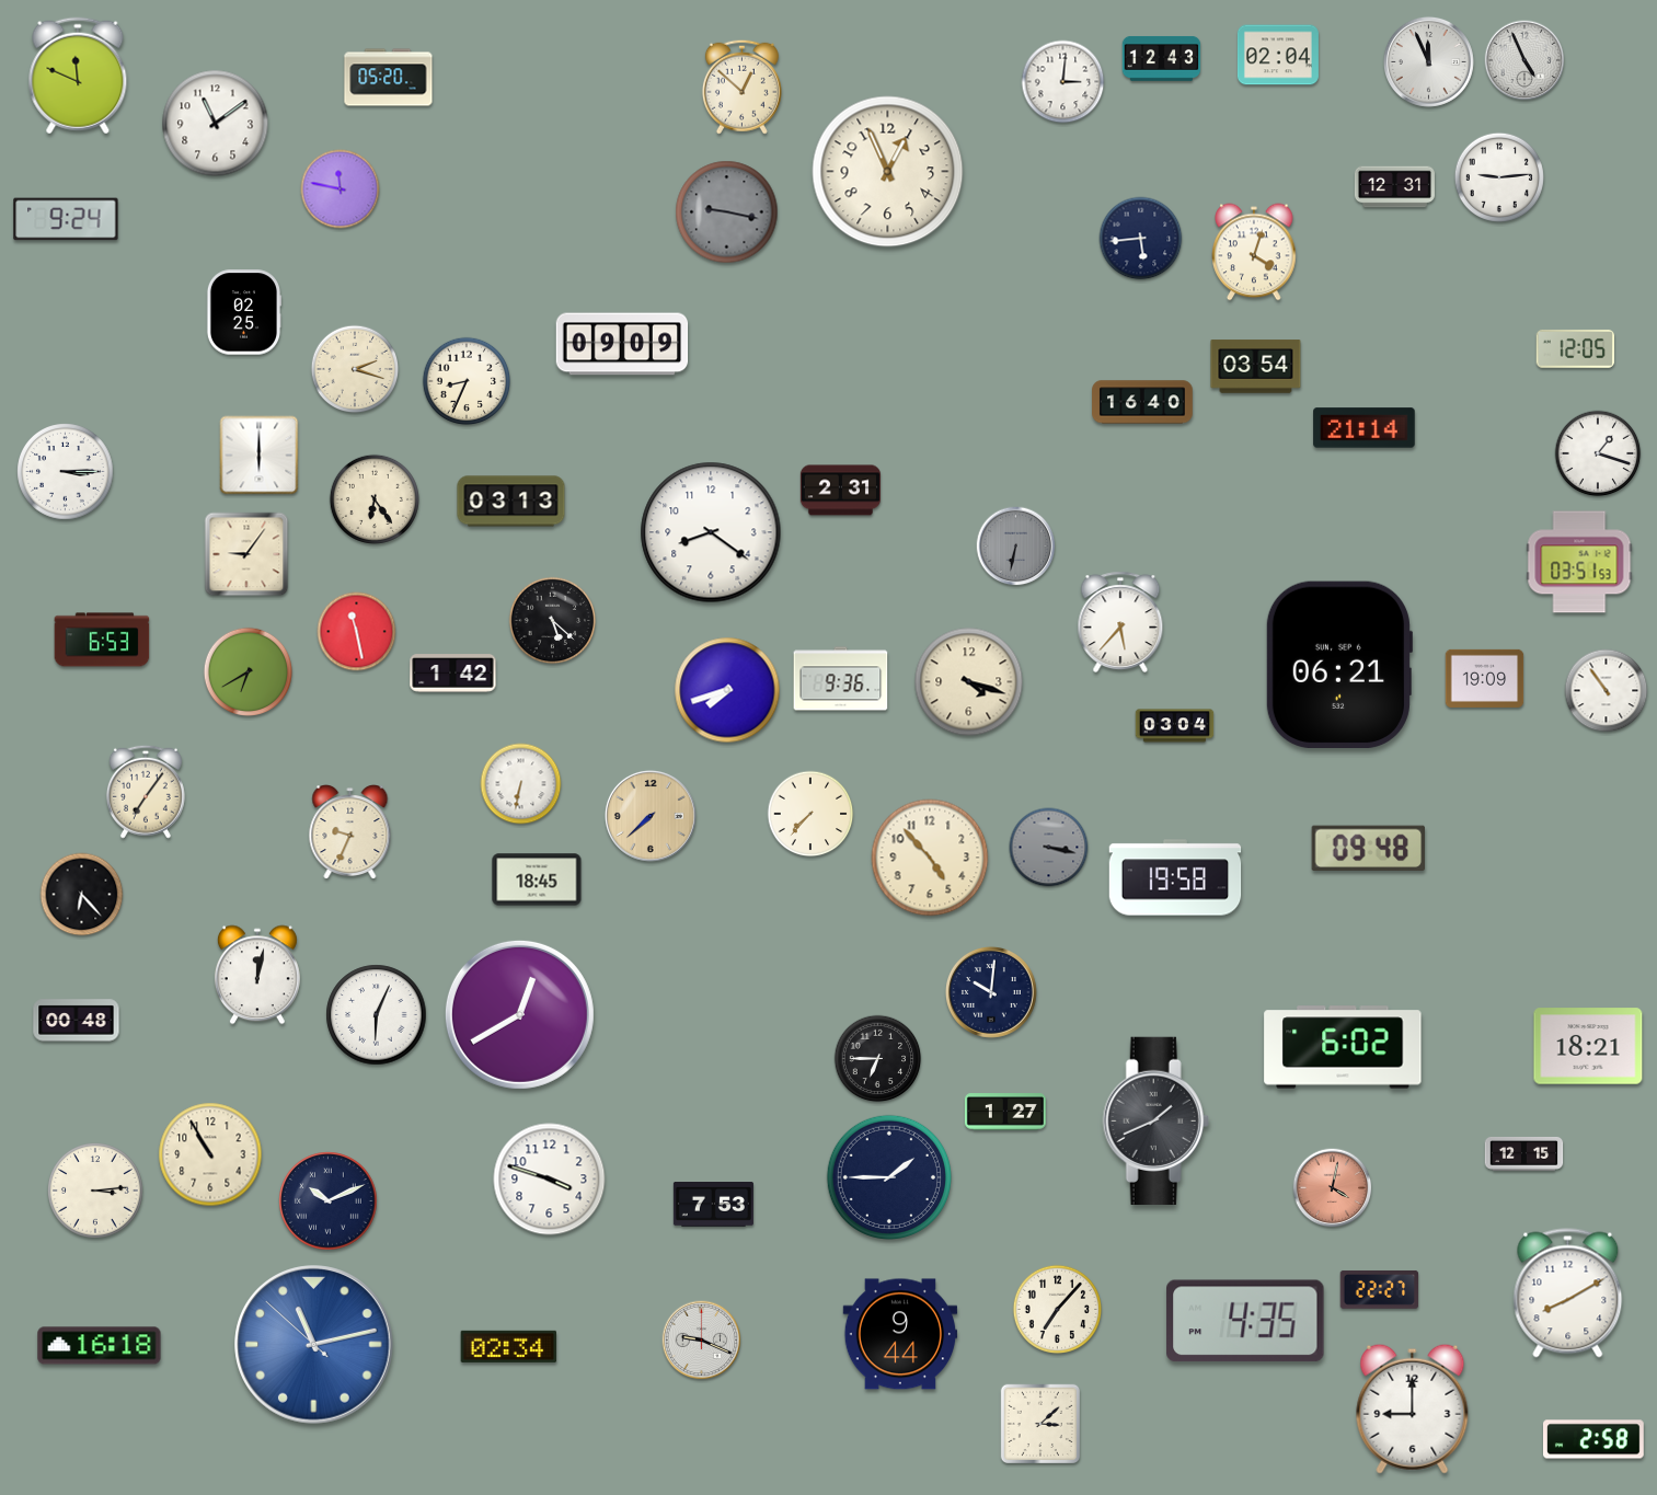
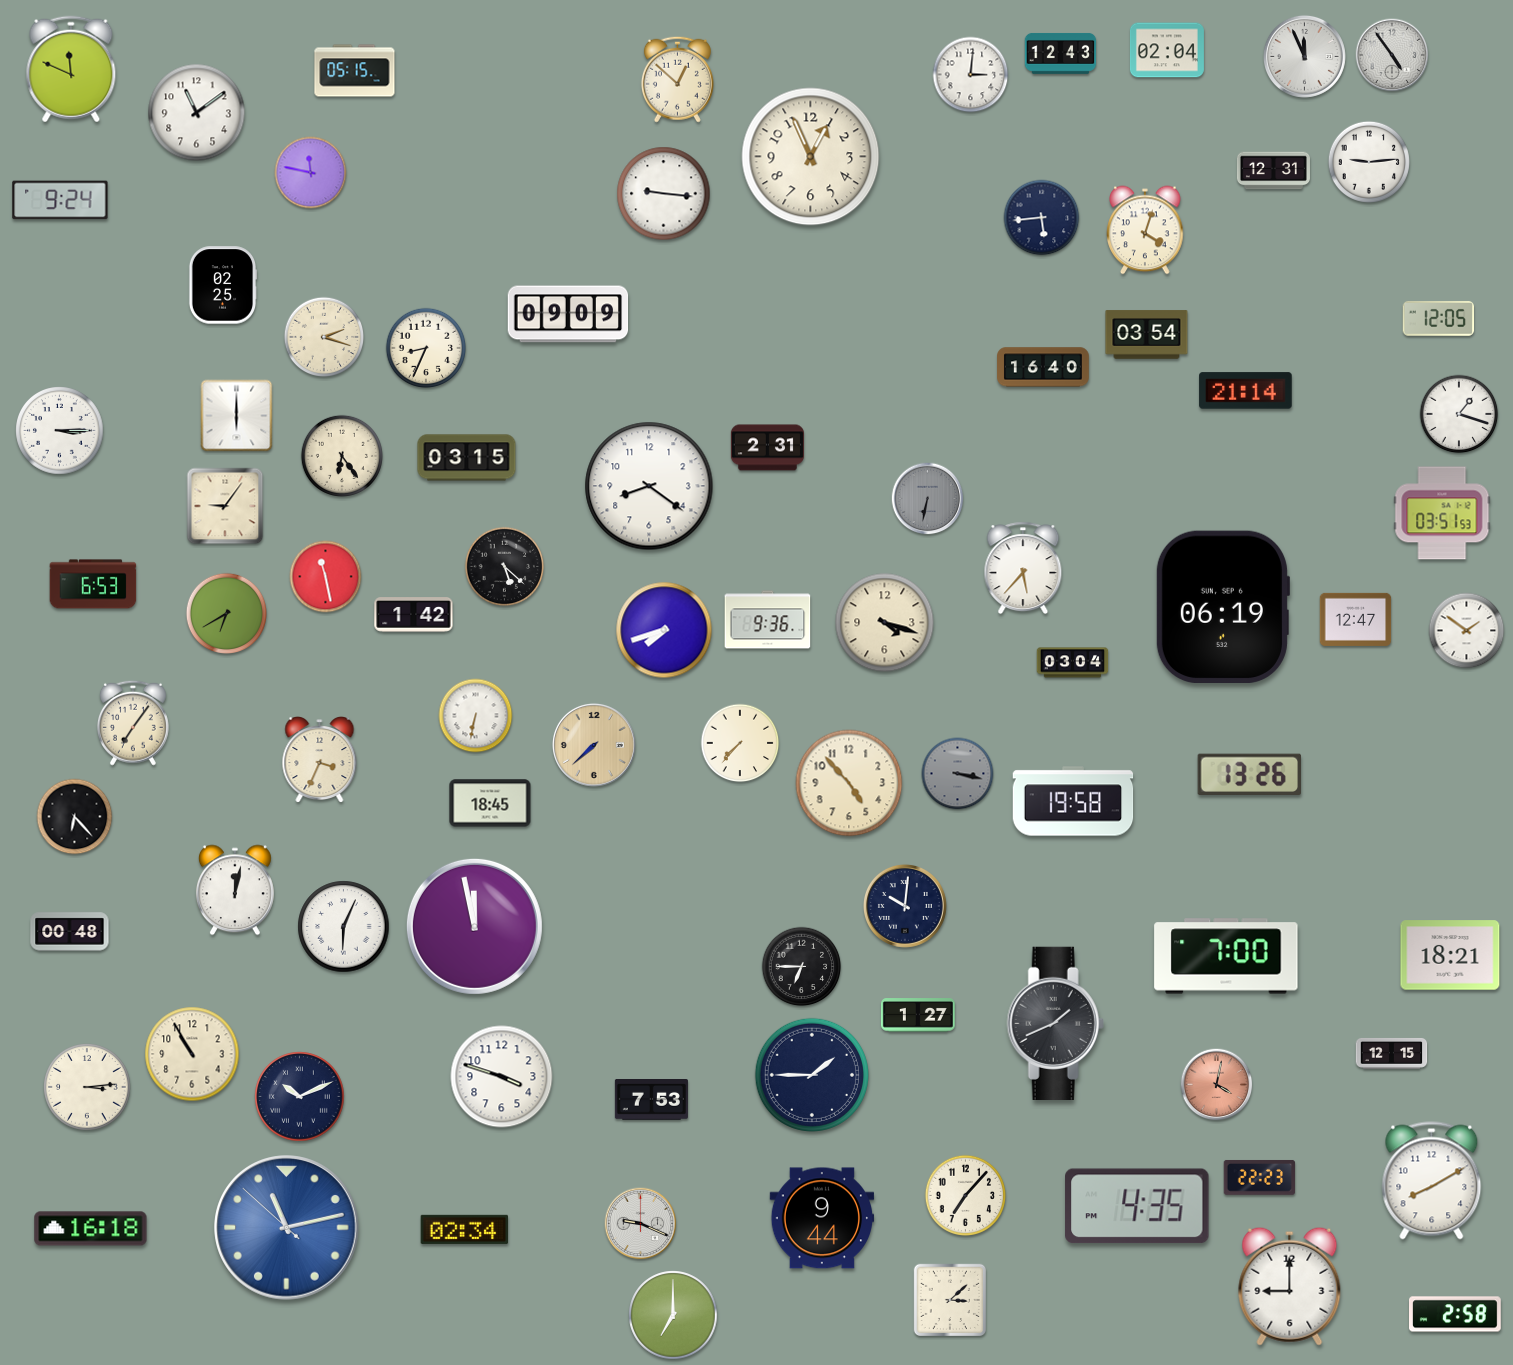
clock at (1524, 60): 4:56 -> 4:54
clock at (389, 78): 05:20 -> 05:15
clock at (727, 212): 9:17 -> 9:16
clock at (727, 212) dial: grey -> white
clock at (511, 502): 03:13 -> 03:15
clock at (1338, 664): 06:21 -> 06:19
clock at (1485, 678): 19:09 -> 12:47
clock at (1607, 691): 10:54 -> 1:51
clock at (350, 832): 9:34 -> 3:34
clock at (1369, 848): 09:48 -> 13:26
clock at (519, 1014): 12:40 -> 11:58
clock at (1343, 1047): 6:02 -> 7:00
clock at (1380, 1289): 22:27 -> 22:23
clock at (673, 1315): none -> 7:00
